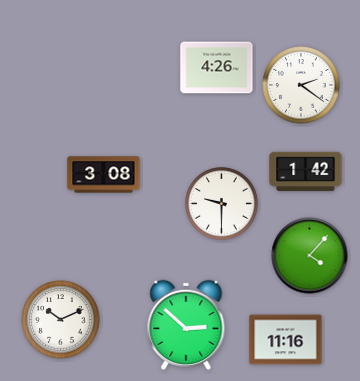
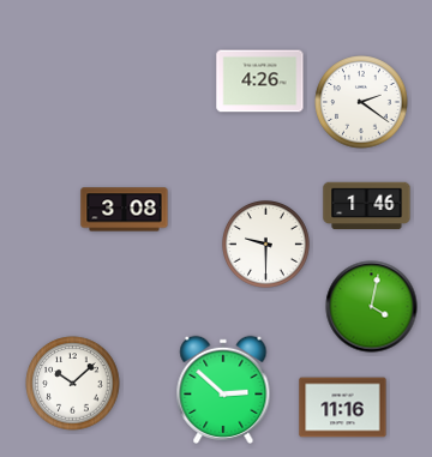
clock at (306, 172): 1:42 -> 1:46
clock at (310, 256): 4:07 -> 4:02
clock at (61, 320): 10:11 -> 10:08
